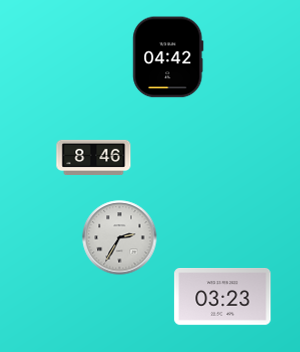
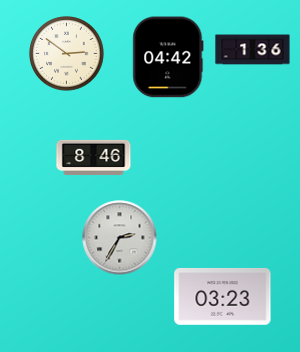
clock at (253, 50): none -> 1:36
clock at (67, 54): none -> 2:51
